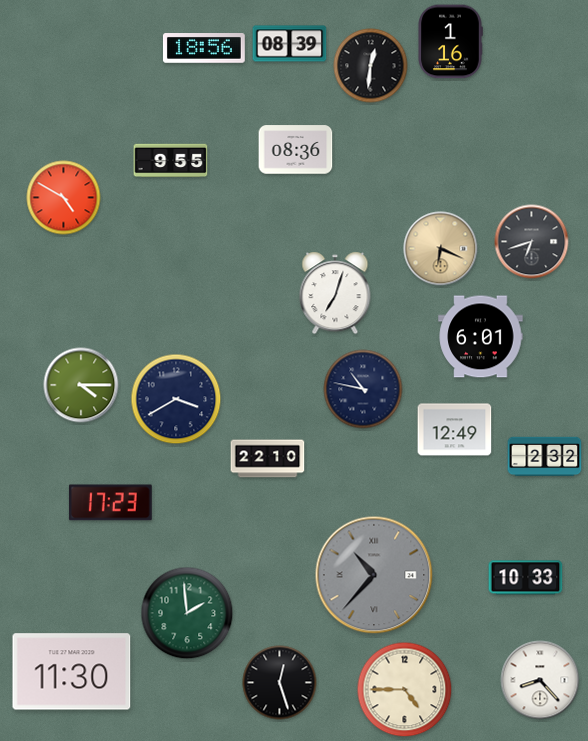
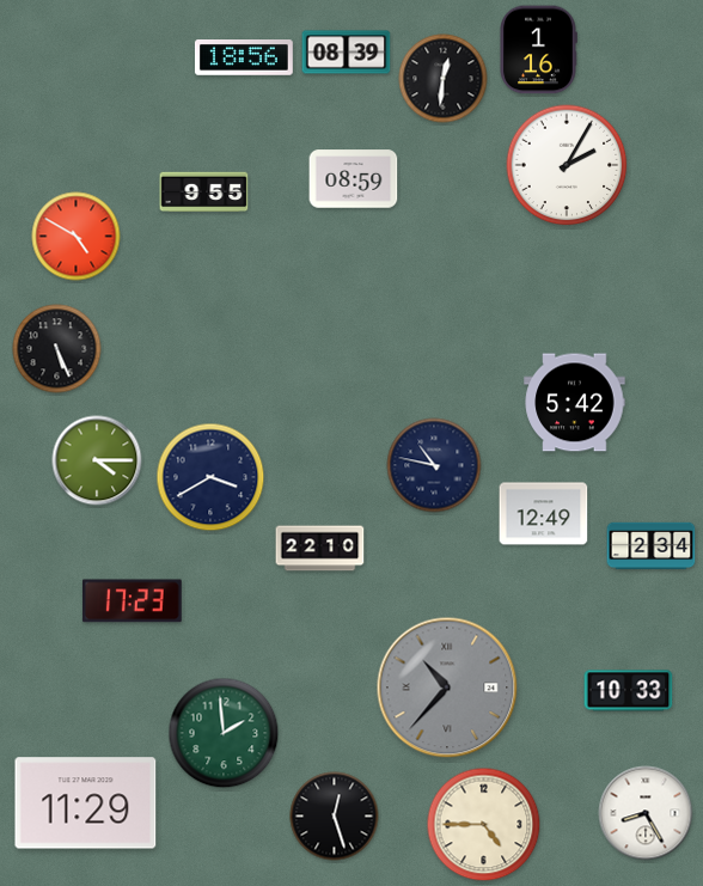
clock at (567, 165): none -> 2:05
clock at (296, 150): 08:36 -> 08:59
clock at (532, 242): 6:42 -> none
clock at (441, 249): 6:19 -> none
clock at (57, 349): none -> 5:26
clock at (335, 293): 7:03 -> none
clock at (481, 337): 6:01 -> 5:42
clock at (545, 457): 2:32 -> 2:34
clock at (72, 672): 11:30 -> 11:29
clock at (540, 680): 8:23 -> 8:25
